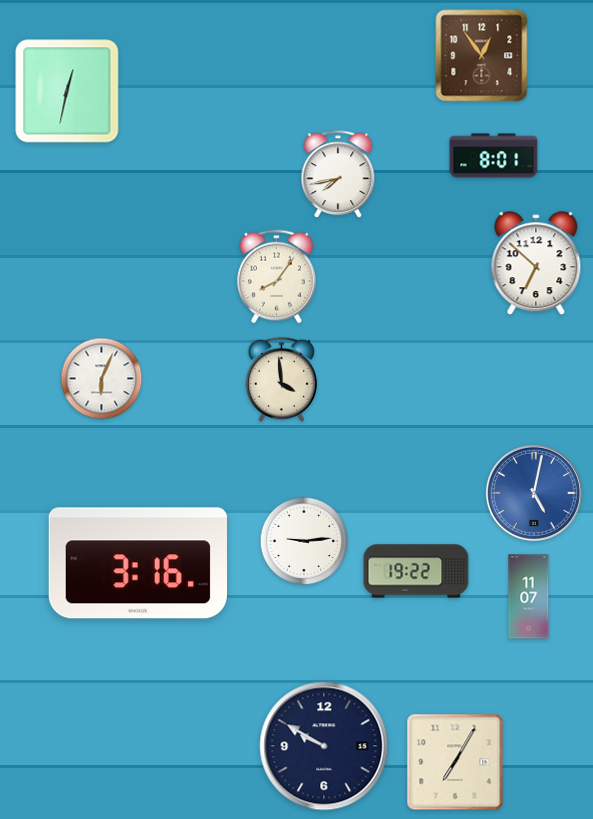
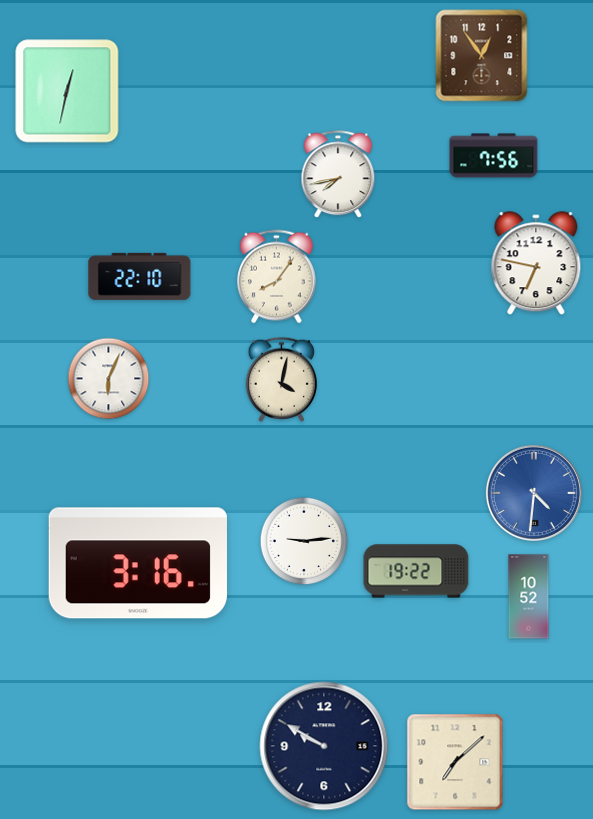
clock at (494, 156): 8:01 -> 7:56
clock at (536, 264): 6:52 -> 6:47
clock at (140, 276): none -> 22:10
clock at (102, 379) position: (102, 379) -> (109, 379)
clock at (281, 379): 3:59 -> 4:02
clock at (534, 493): 5:02 -> 4:31
clock at (529, 597): 11:07 -> 10:52
clock at (455, 762): 7:05 -> 7:08
